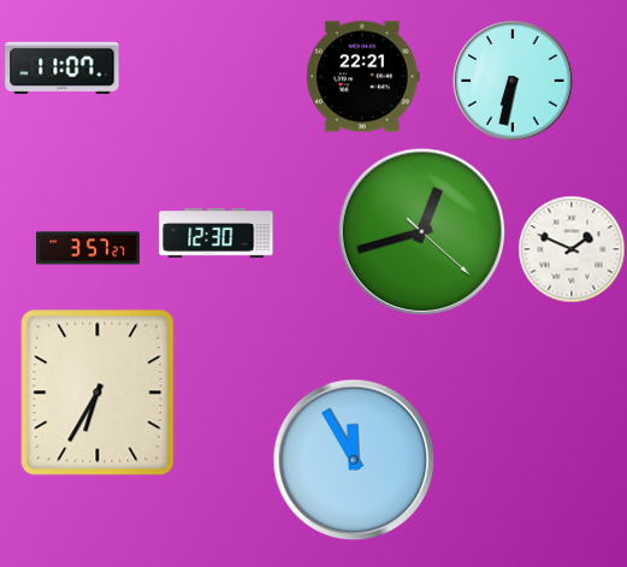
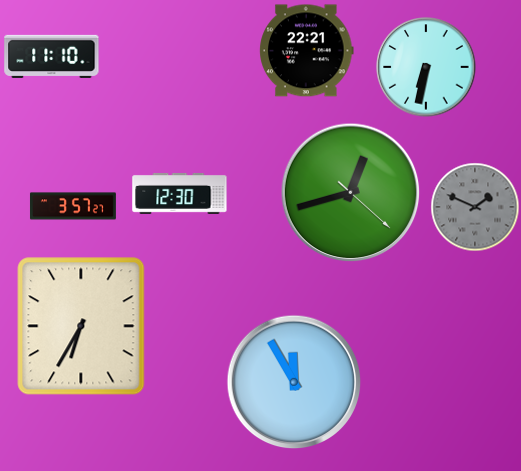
clock at (63, 67): 11:07 -> 11:10
clock at (363, 77) position: (363, 77) -> (307, 51)
clock at (572, 249) dial: white -> grey
